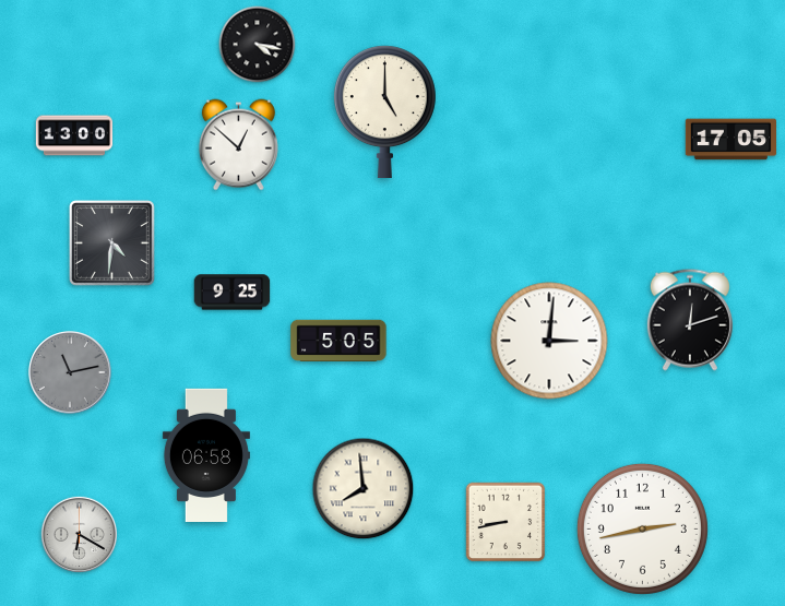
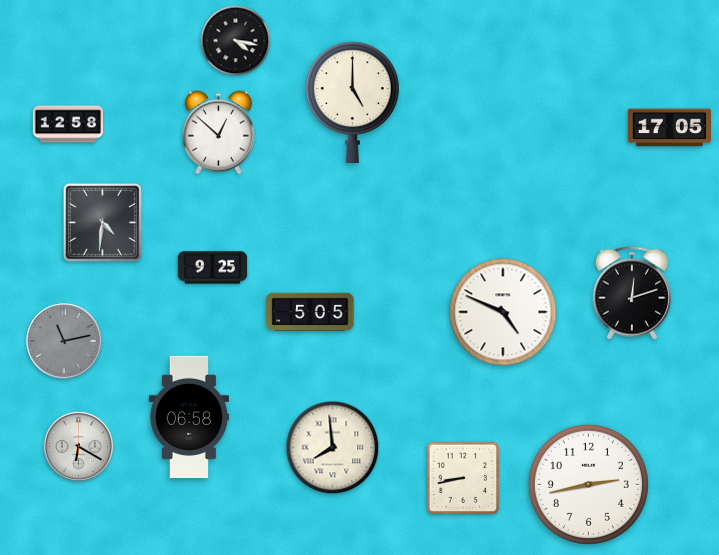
clock at (74, 135): 13:00 -> 12:58
clock at (549, 341): 3:01 -> 4:49
clock at (80, 535) position: (80, 535) -> (79, 447)
